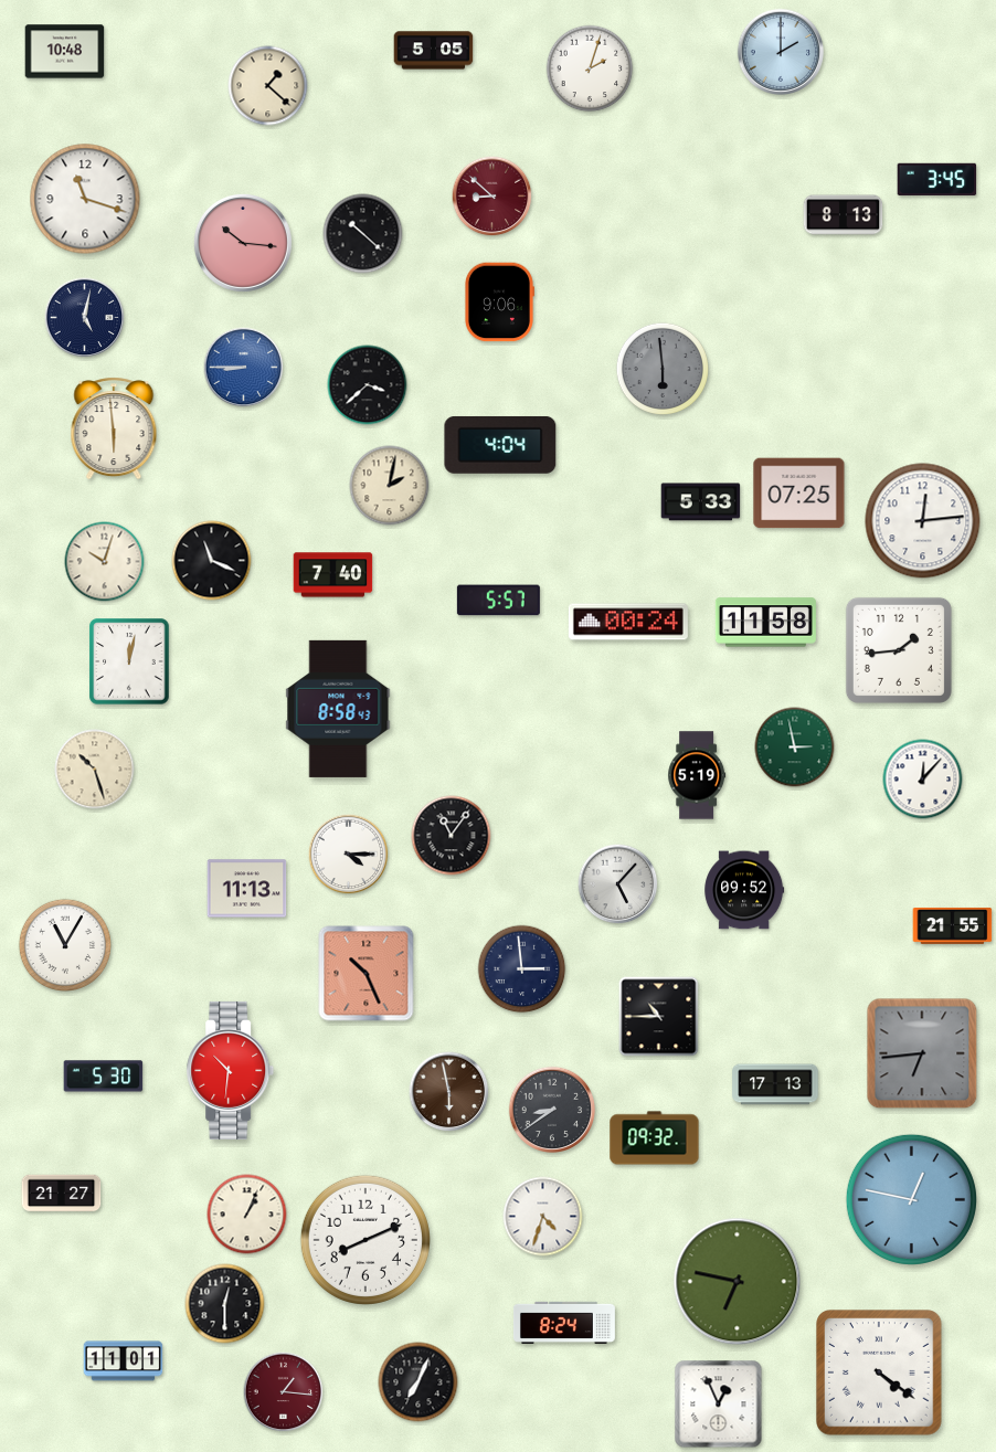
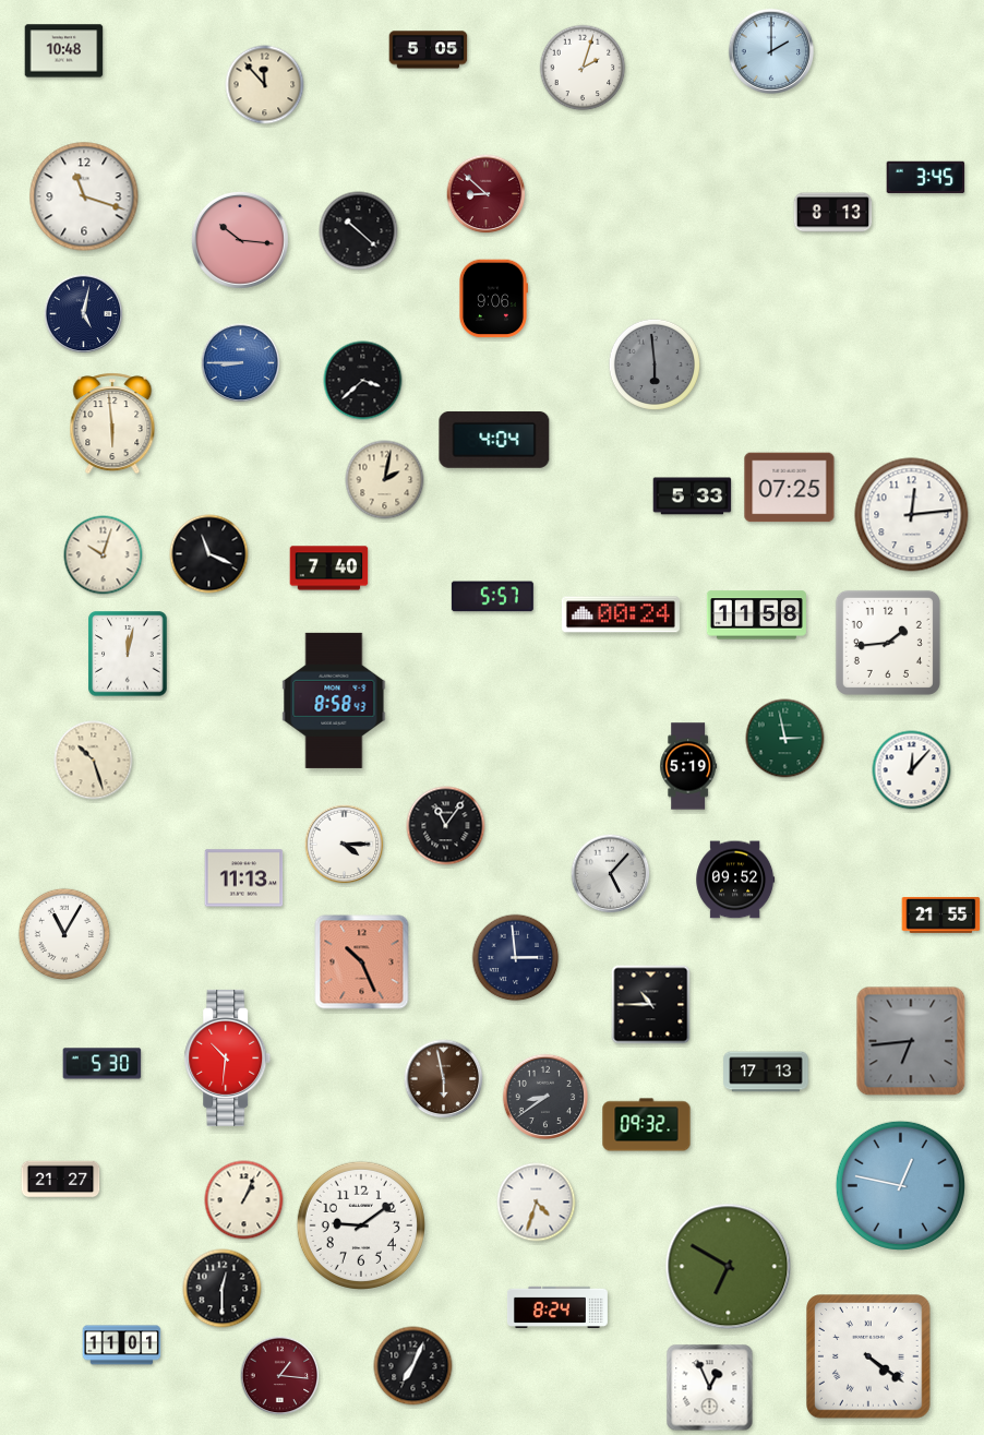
clock at (268, 86): 1:22 -> 11:53
clock at (498, 601) position: (498, 601) -> (492, 597)
clock at (365, 1240): 8:11 -> 9:09
clock at (738, 1282): 6:47 -> 6:50
